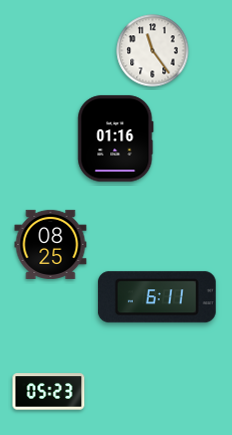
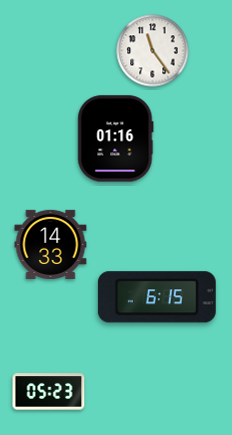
clock at (51, 244): 08:25 -> 14:33
clock at (157, 297): 6:11 -> 6:15
